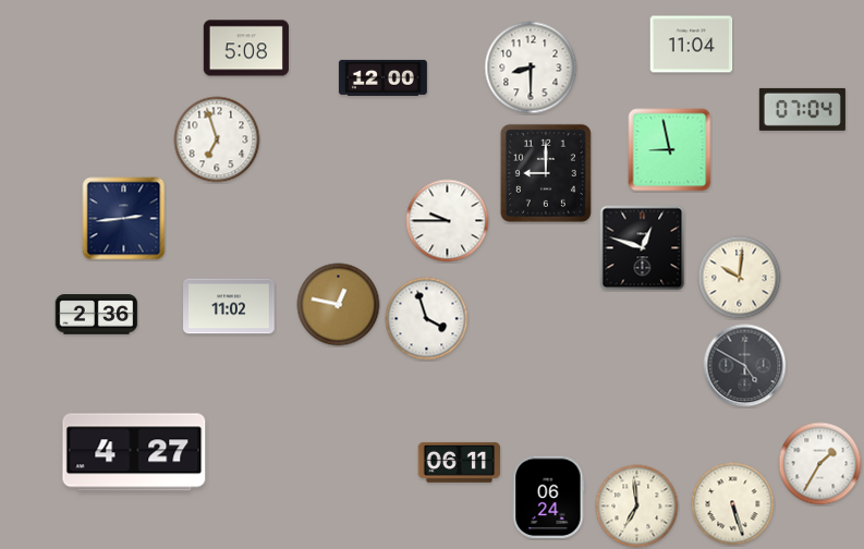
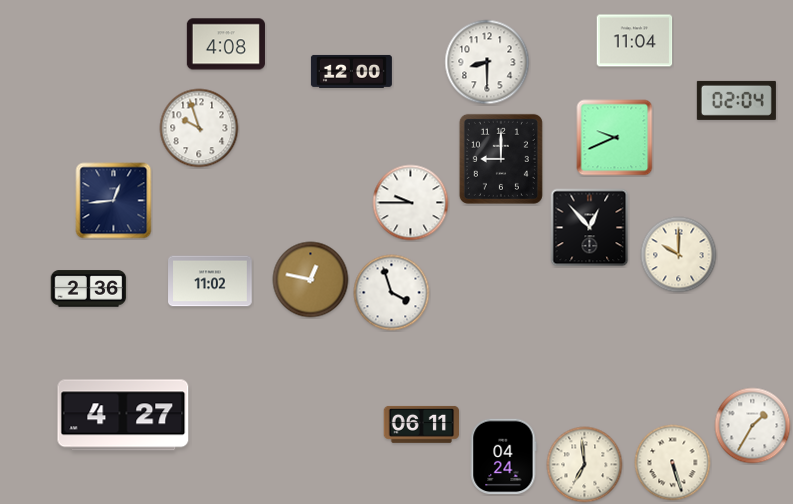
clock at (246, 48): 5:08 -> 4:08
clock at (802, 109): 07:04 -> 02:04
clock at (217, 139): 6:57 -> 9:57
clock at (670, 150): 8:58 -> 9:41
clock at (124, 219): 2:44 -> 12:44
clock at (643, 248): 12:48 -> 12:53
clock at (740, 278): 10:01 -> 10:00
clock at (745, 366): 4:50 -> none
clock at (549, 498): 06:24 -> 04:24
